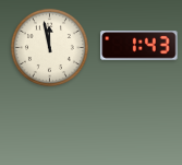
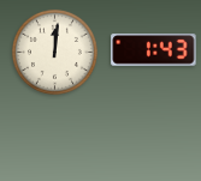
clock at (49, 47): 11:58 -> 12:01
